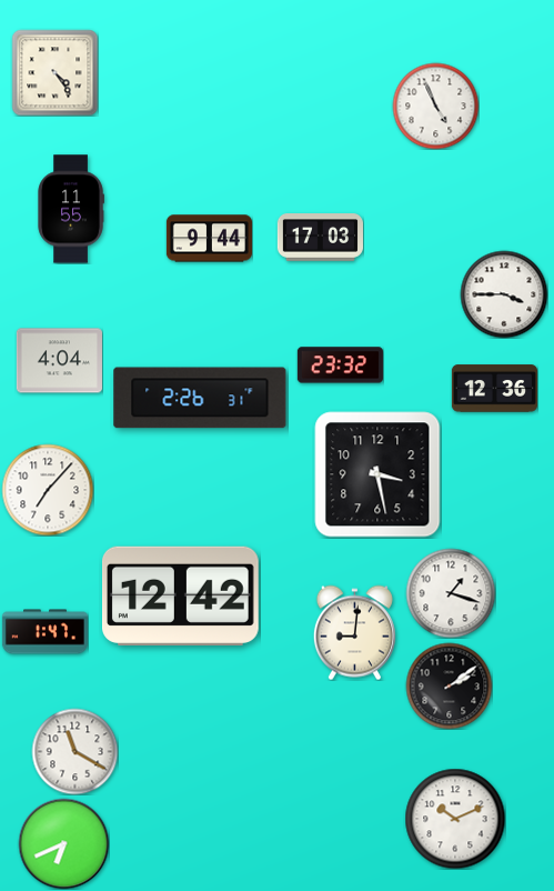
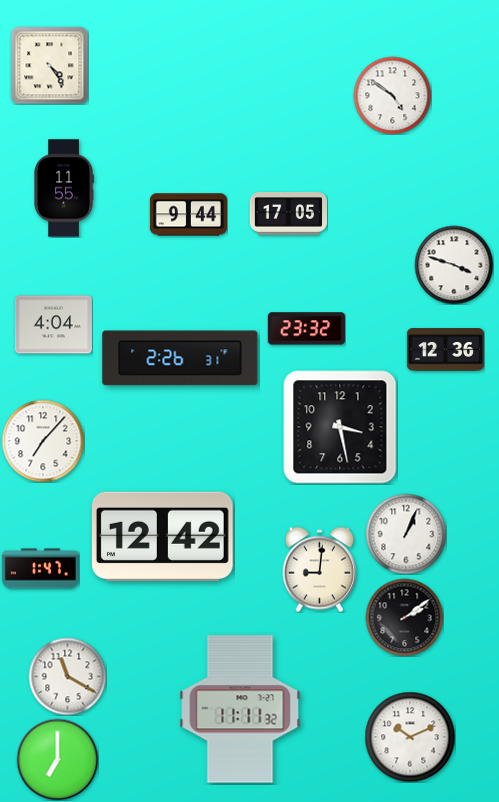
clock at (435, 106): 4:56 -> 4:51
clock at (320, 238): 17:03 -> 17:05
clock at (504, 294): 3:45 -> 3:48
clock at (451, 593): 1:18 -> 1:04
clock at (240, 709): none -> 11:11
clock at (63, 843): 6:41 -> 7:00
